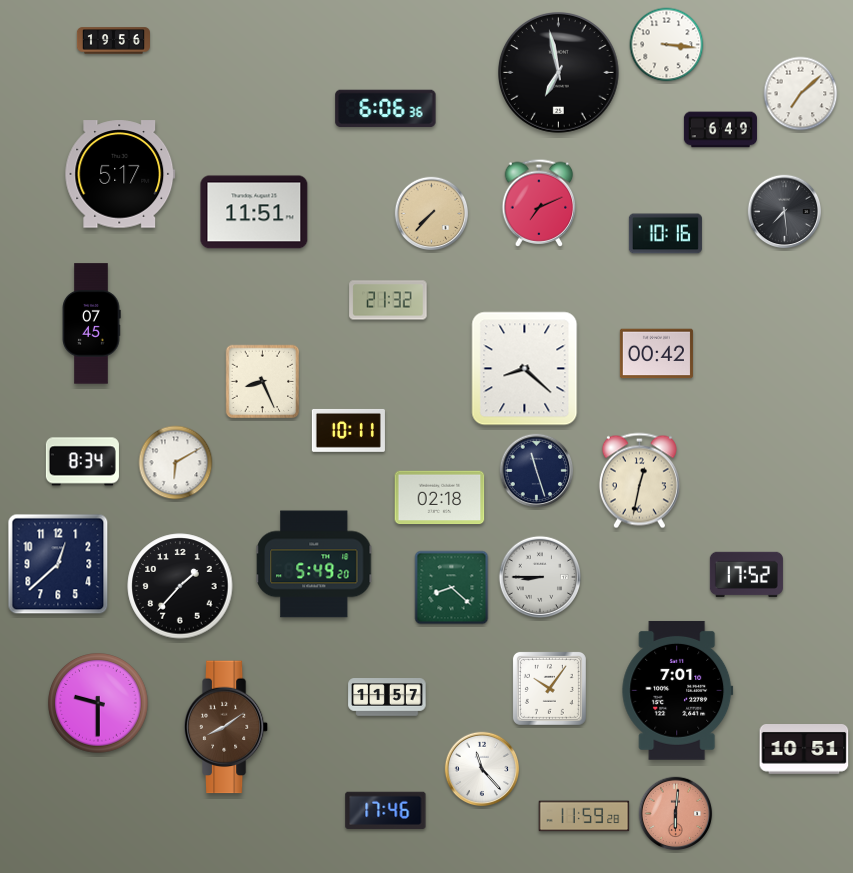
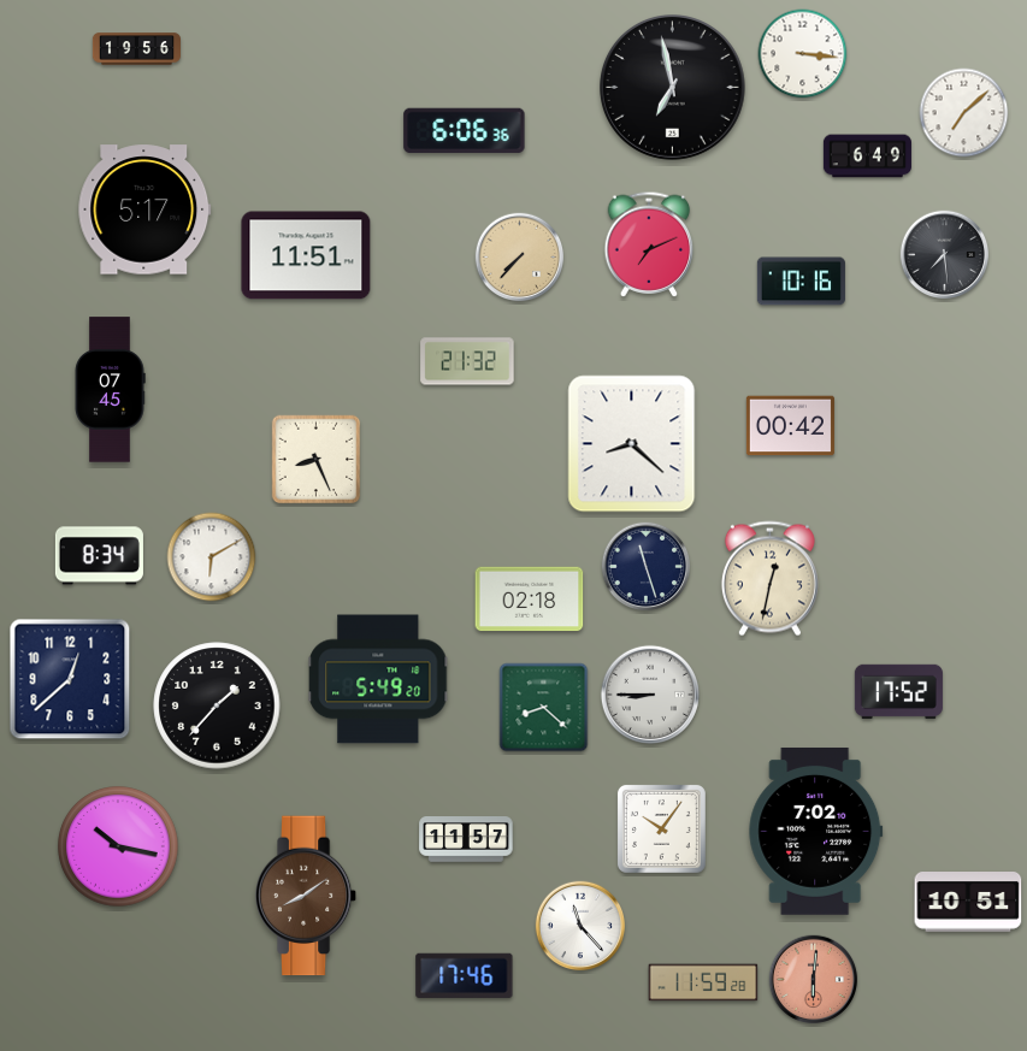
clock at (348, 430): 10:11 -> none
clock at (678, 690): 7:01 -> 7:02
clock at (98, 703): 9:30 -> 10:17
clock at (226, 727) position: (226, 727) -> (306, 896)
